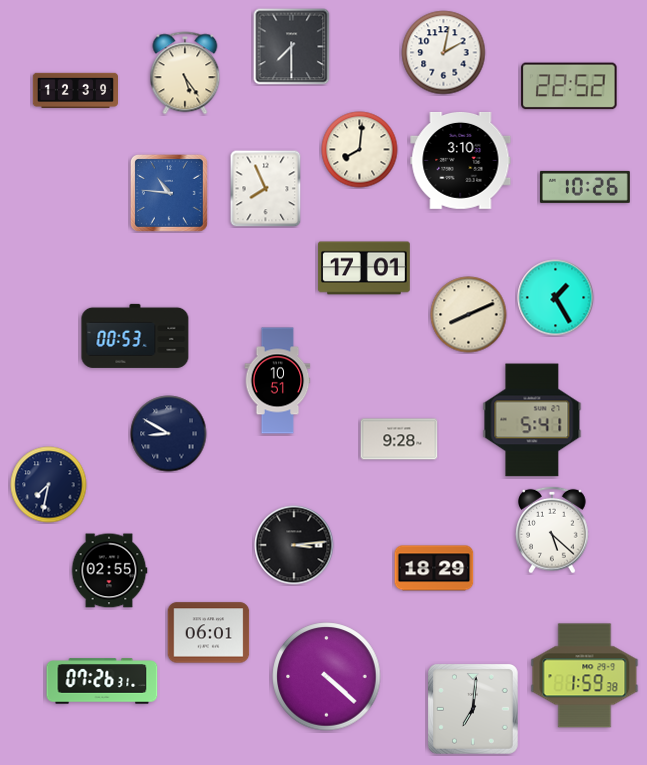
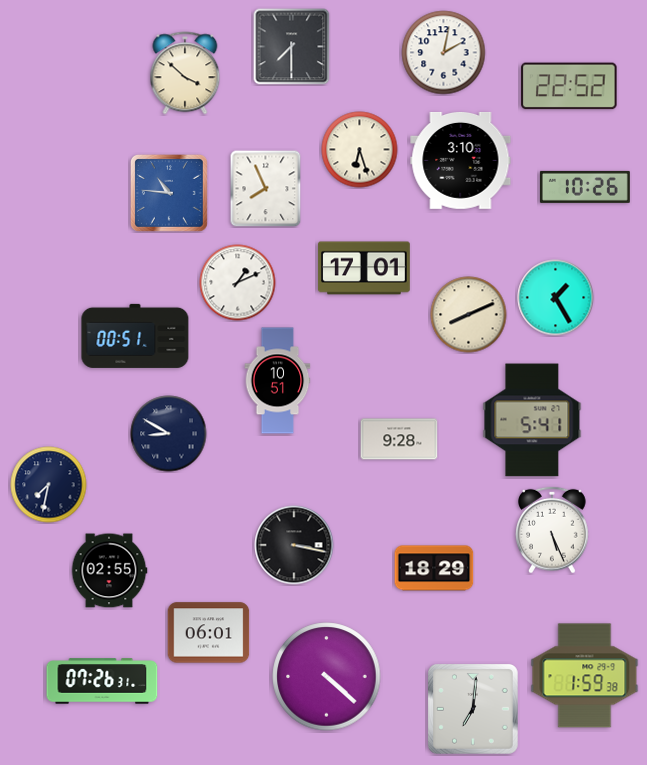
clock at (185, 73): 5:24 -> 3:52
clock at (75, 90): 12:39 -> none
clock at (360, 150): 8:01 -> 6:27
clock at (238, 283): none -> 1:11
clock at (135, 336): 00:53 -> 00:51
clock at (553, 530): 5:22 -> 5:26
clock at (294, 545): 3:14 -> 3:17
